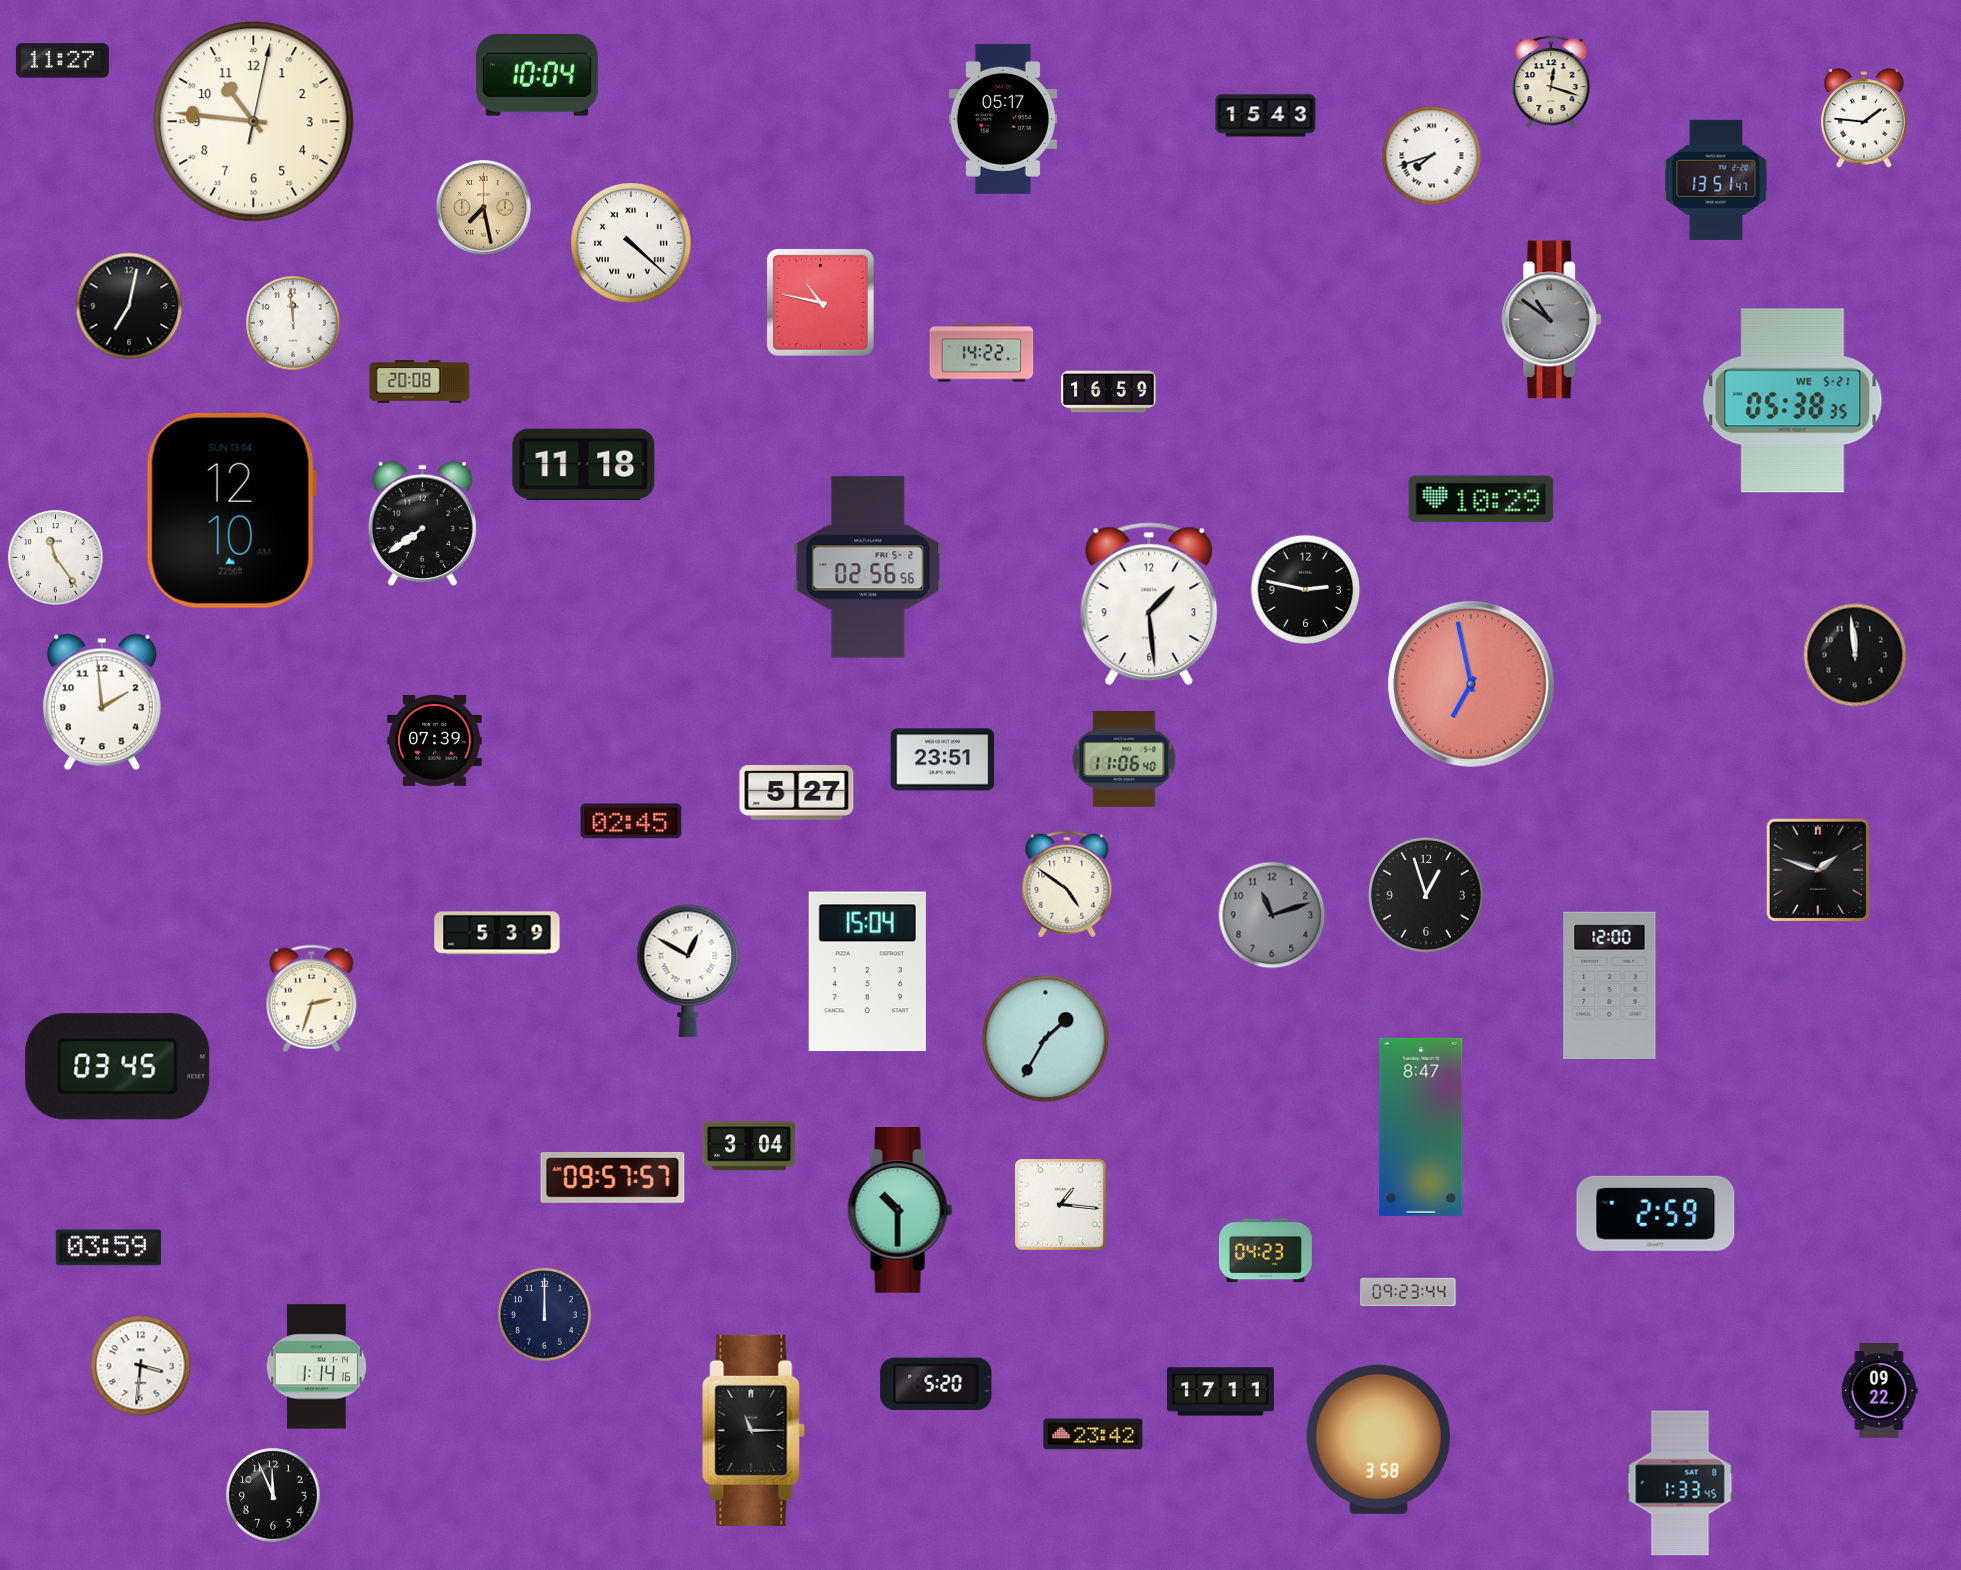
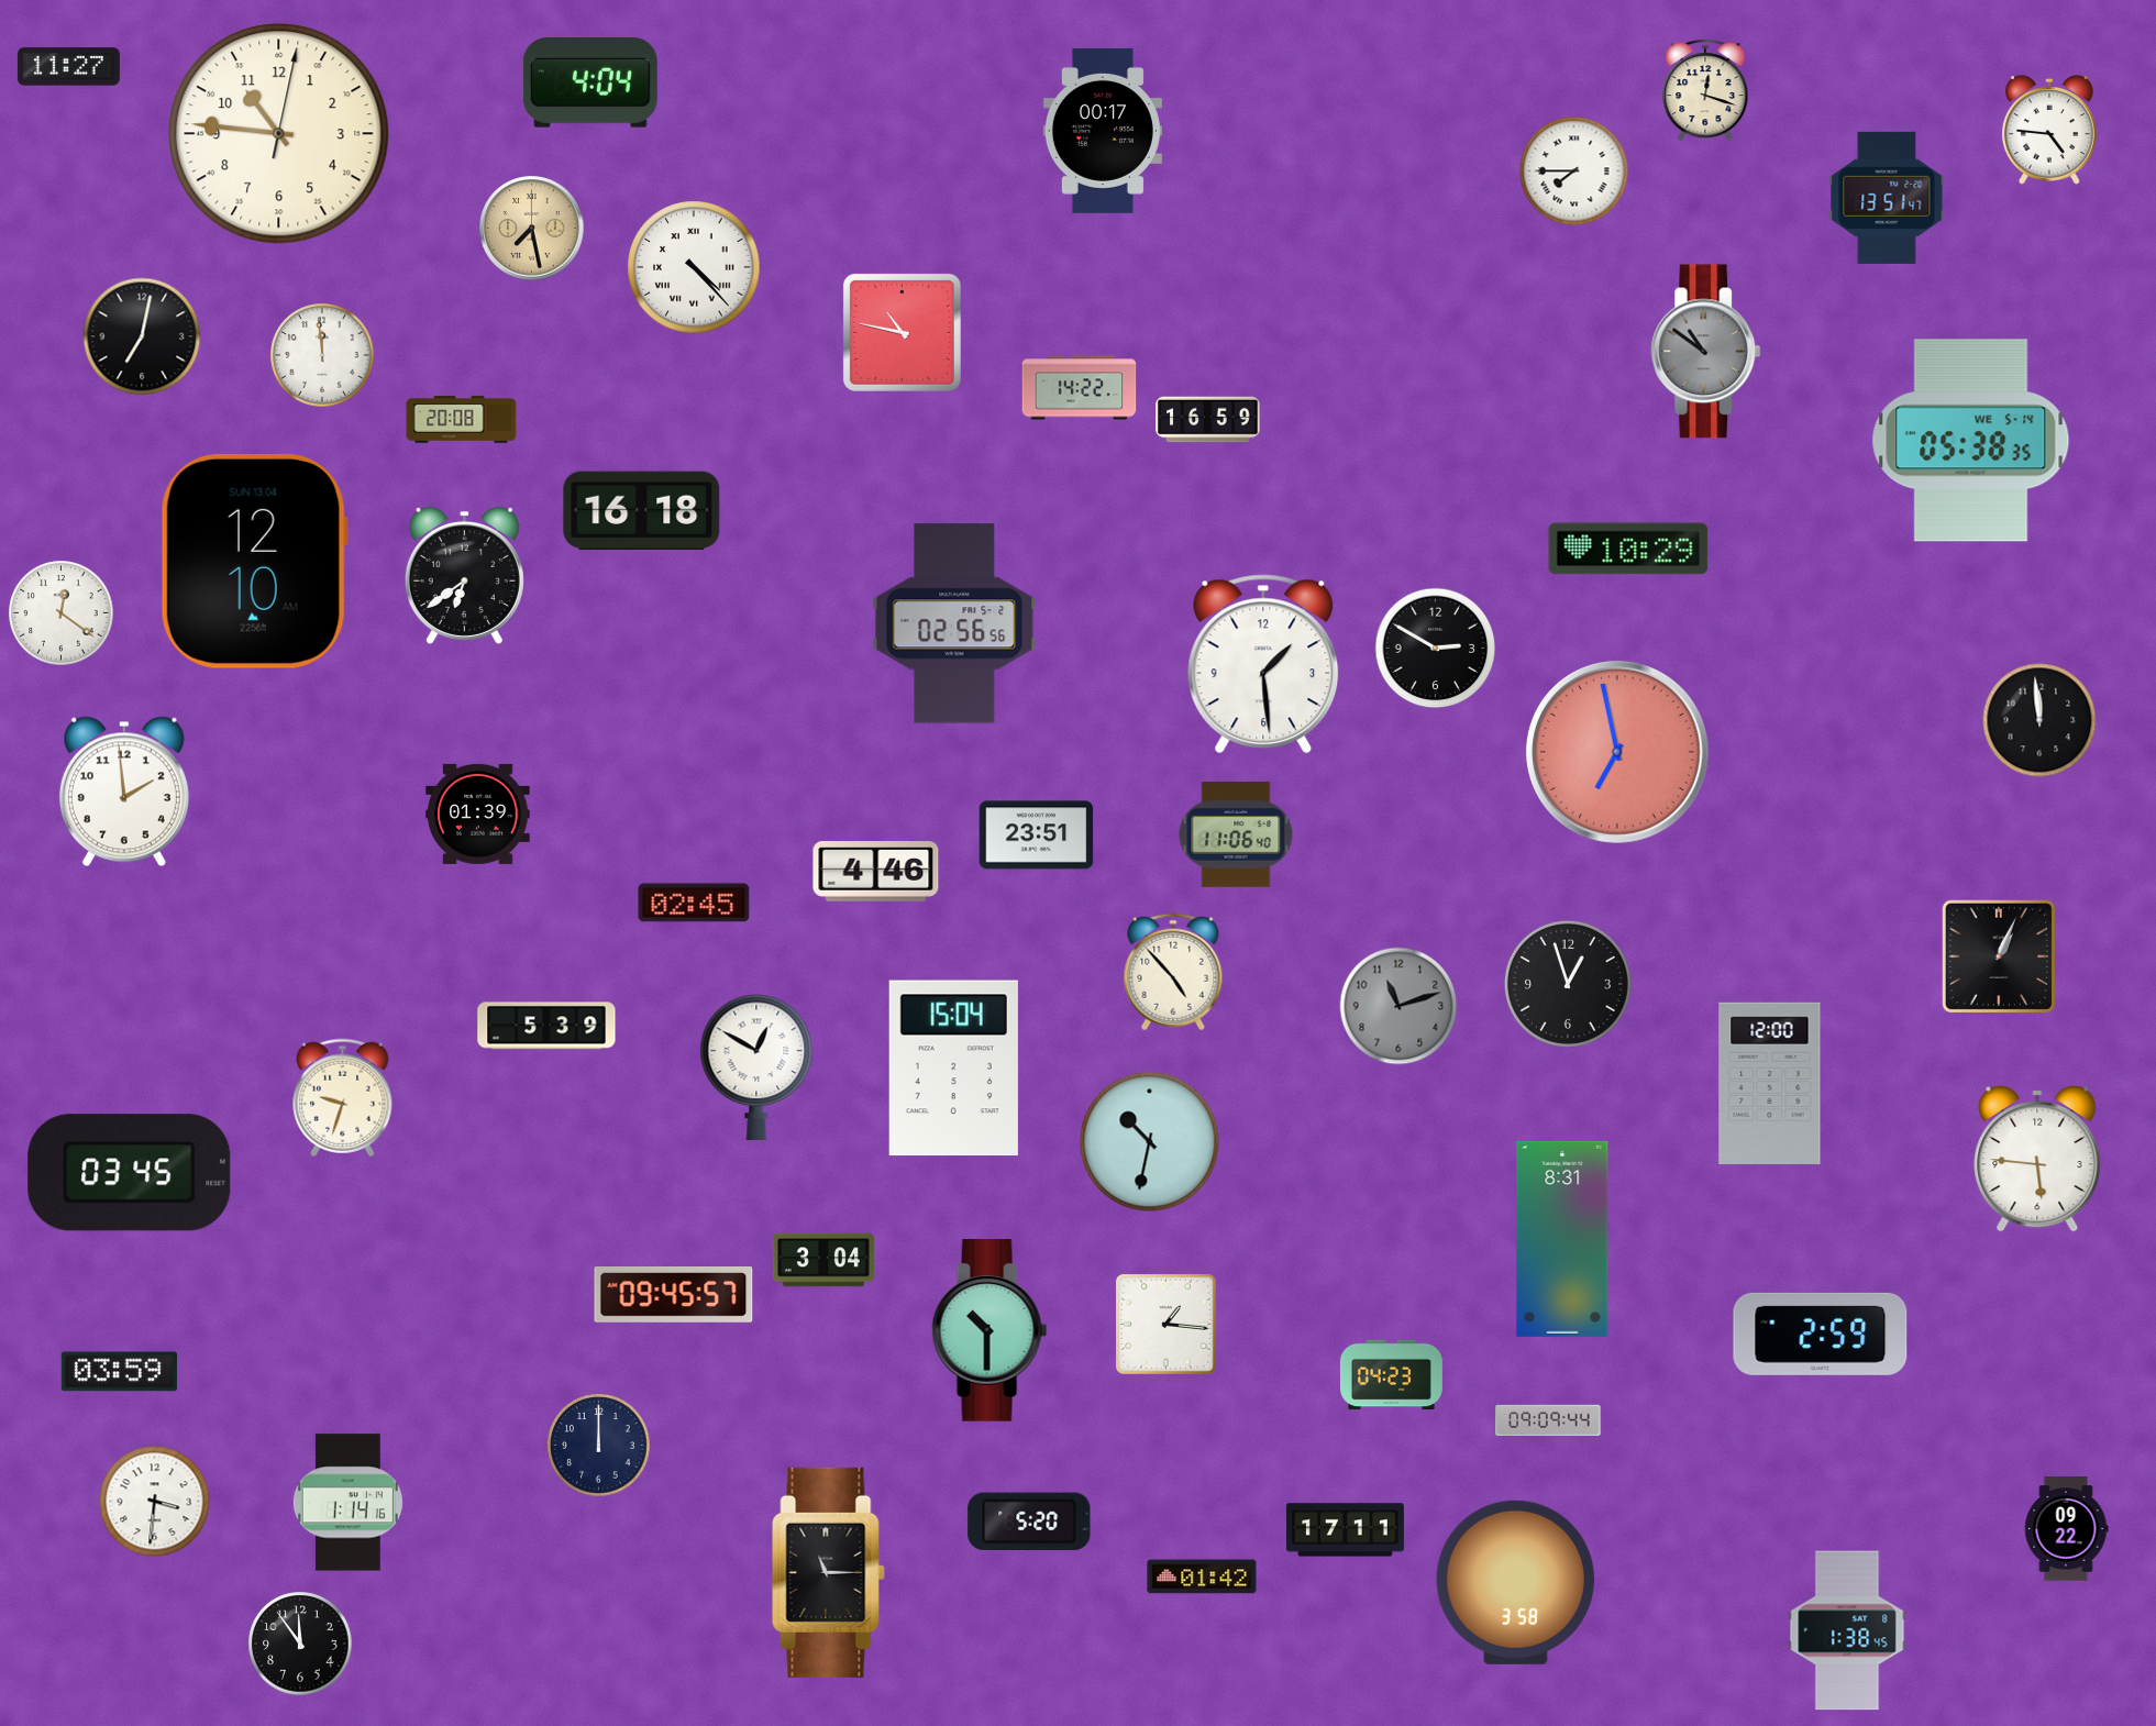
clock at (537, 76): 10:04 -> 4:04
clock at (1266, 116): 15:43 -> none
clock at (1864, 118): 1:46 -> 4:46
clock at (1003, 119): 05:17 -> 00:17
clock at (1432, 156): 7:42 -> 7:45
clock at (631, 243): 4:22 -> 4:23
clock at (1109, 392) position: (1109, 392) -> (1208, 420)
clock at (1793, 401) date: WE 5-21 -> WE 5-14
clock at (584, 464): 11:18 -> 16:18
clock at (422, 523): 7:39 -> 6:39
clock at (56, 558): 11:24 -> 12:21
clock at (1306, 590): 2:47 -> 2:50
clock at (102, 702) position: (102, 702) -> (124, 792)
clock at (435, 740): 07:39 -> 01:39
clock at (797, 793): 5:27 -> 4:46
clock at (1817, 869): 1:48 -> 1:04
clock at (1067, 884): 4:51 -> 4:53
clock at (312, 999): 2:33 -> 9:33
clock at (1046, 1039): 1:35 -> 10:32
clock at (2037, 1159): none -> 5:46
clock at (1421, 1127): 8:47 -> 8:31
clock at (613, 1178): 09:57 -> 09:45
clock at (1408, 1292): 09:23 -> 09:09
clock at (1220, 1392) position: (1220, 1392) -> (1345, 1530)
clock at (1093, 1434): 23:42 -> 01:42
clock at (1680, 1483): 1:33 -> 1:38
clock at (273, 1495): 11:56 -> 11:54
